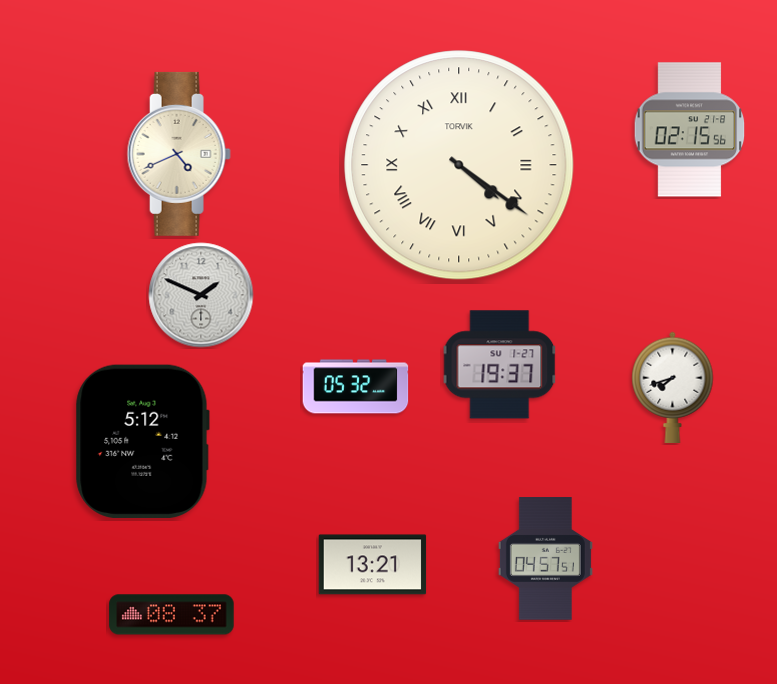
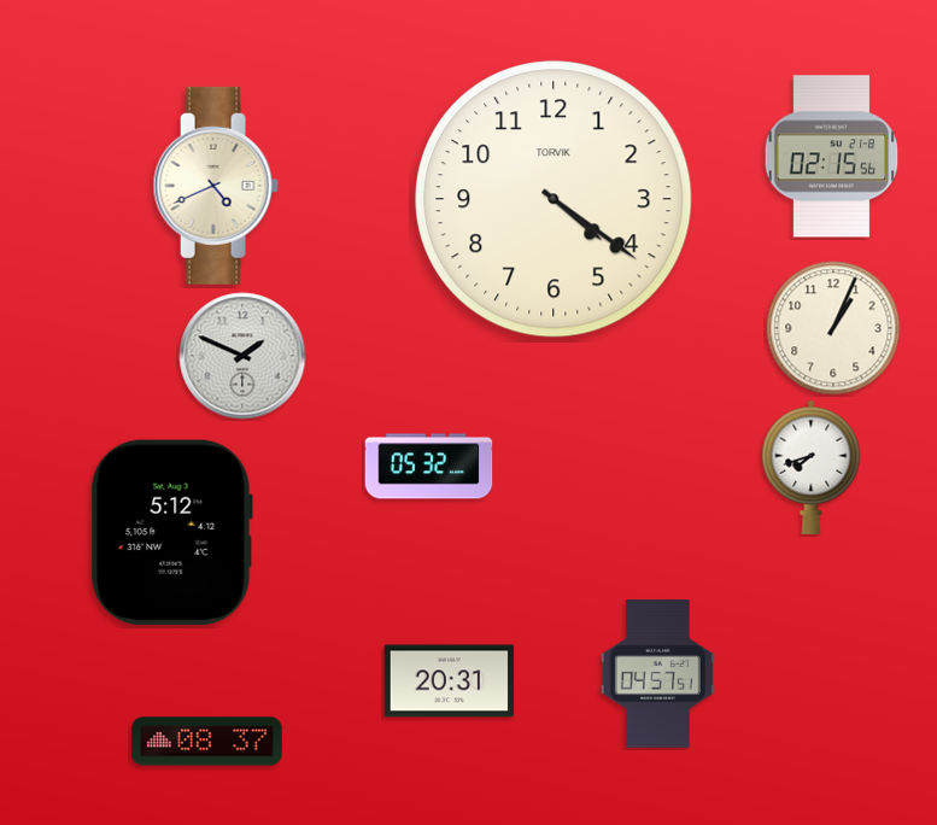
clock at (459, 165) numerals: Roman -> Arabic
clock at (833, 328): none -> 1:04
clock at (500, 365): 19:37 -> none
clock at (373, 565): 13:21 -> 20:31
